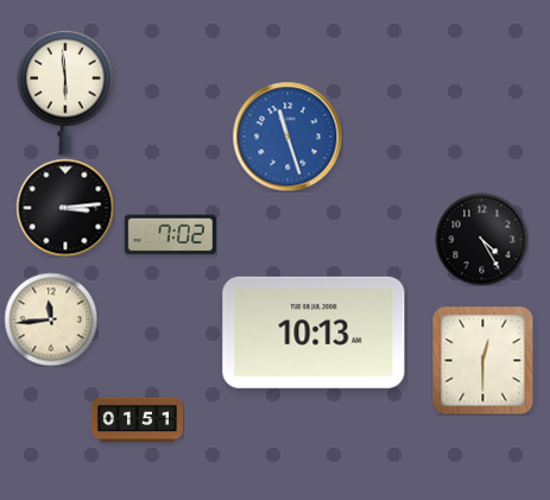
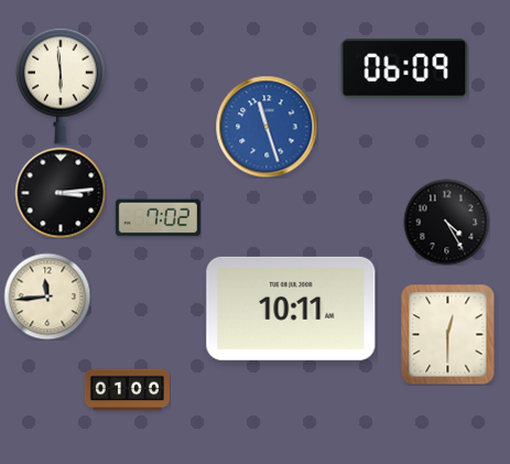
clock at (404, 68): none -> 06:09
clock at (314, 333): 10:13 -> 10:11
clock at (137, 420): 01:51 -> 01:00
